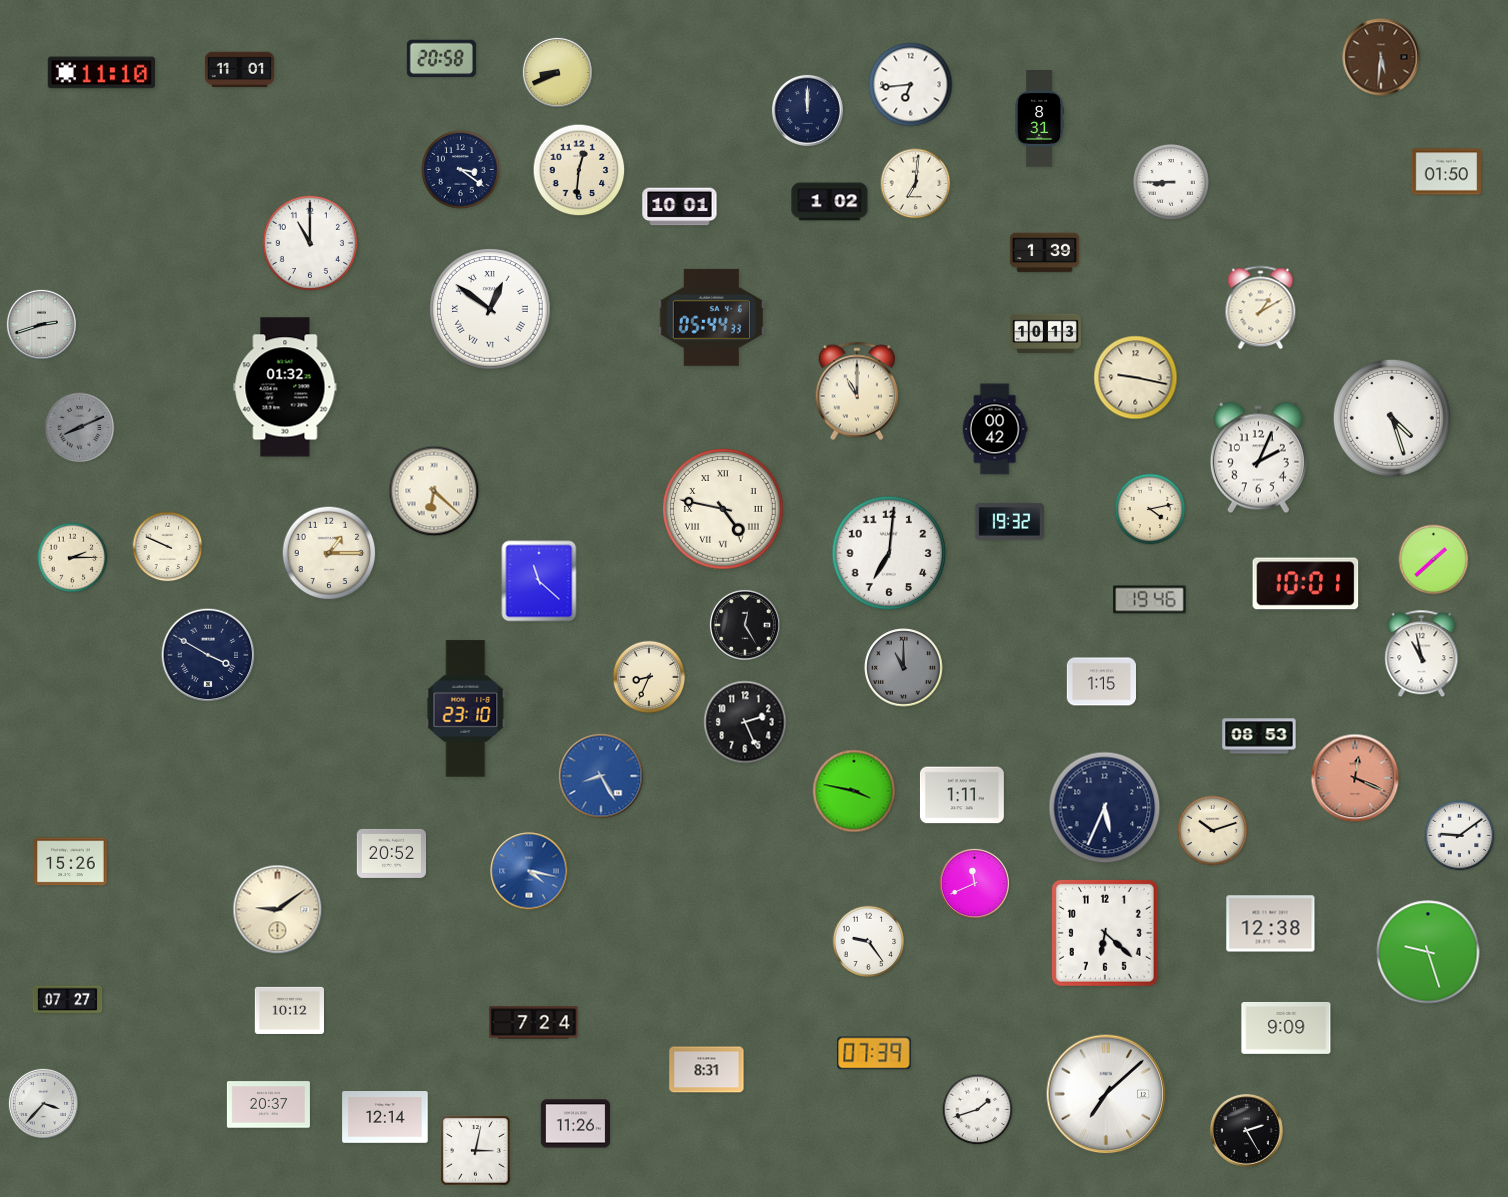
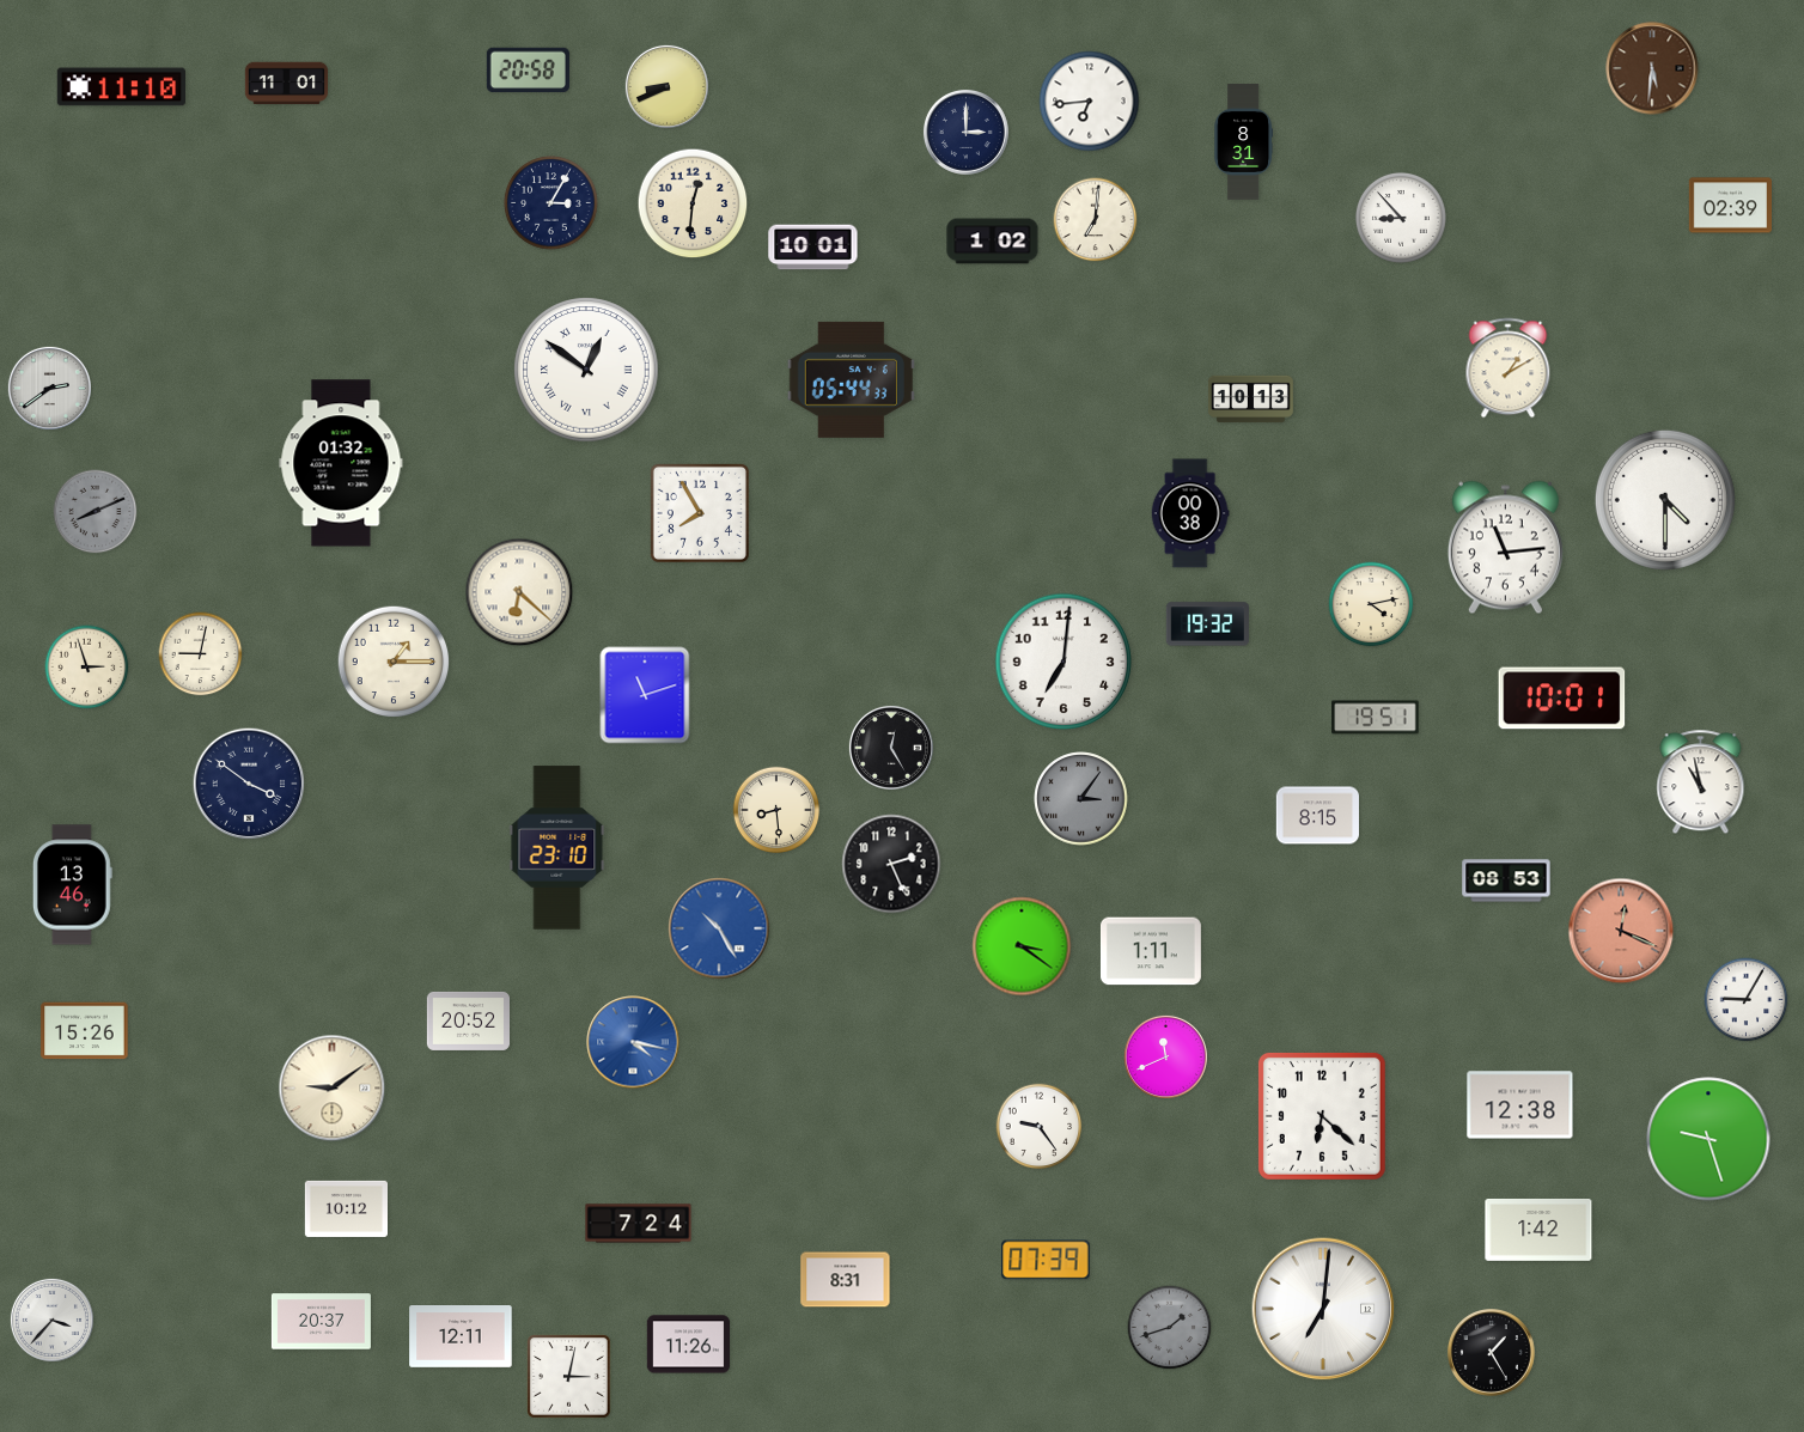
clock at (807, 110): 12:00 -> 3:00
clock at (461, 170): 3:21 -> 3:05
clock at (1446, 172): 01:50 -> 02:39
clock at (1171, 182): 8:45 -> 8:53
clock at (310, 243): 11:00 -> none
clock at (1045, 253): 1:39 -> none
clock at (41, 324): 2:42 -> 2:39
clock at (1136, 378): 9:17 -> none
clock at (857, 391): 11:00 -> none
clock at (1392, 418): 4:27 -> 4:30
clock at (700, 513): none -> 7:55
clock at (995, 429): 00:42 -> 00:38
clock at (1258, 458): 2:04 -> 11:14
clock at (434, 491) position: (434, 491) -> (519, 592)
clock at (723, 509): 4:47 -> none
clock at (1150, 509) position: (1150, 509) -> (1371, 604)
clock at (168, 547): 9:49 -> 9:02
clock at (73, 558): 2:15 -> 2:57
clock at (1434, 560): 1:38 -> none
clock at (539, 581): 11:22 -> 11:12
clock at (1150, 600): 19:46 -> 19:51
clock at (208, 655): 3:50 -> 3:51
clock at (904, 668): 11:00 -> 3:06
clock at (649, 677): 8:34 -> 8:29
clock at (1101, 682): 1:15 -> 8:15
clock at (72, 885): none -> 13:46
clock at (601, 776): 8:25 -> 10:25
clock at (854, 791): 3:47 -> 3:21
clock at (1105, 808): 5:34 -> none
clock at (1213, 831): 10:12 -> none
clock at (1460, 836): 9:09 -> 9:05
clock at (68, 1000): 07:27 -> none
clock at (1286, 1028): 9:09 -> 1:42
clock at (1106, 1094): 7:08 -> 7:01
clock at (978, 1110) dial: white -> grey
clock at (385, 1118): 12:14 -> 12:11
clock at (1247, 1131): 2:25 -> 1:25
